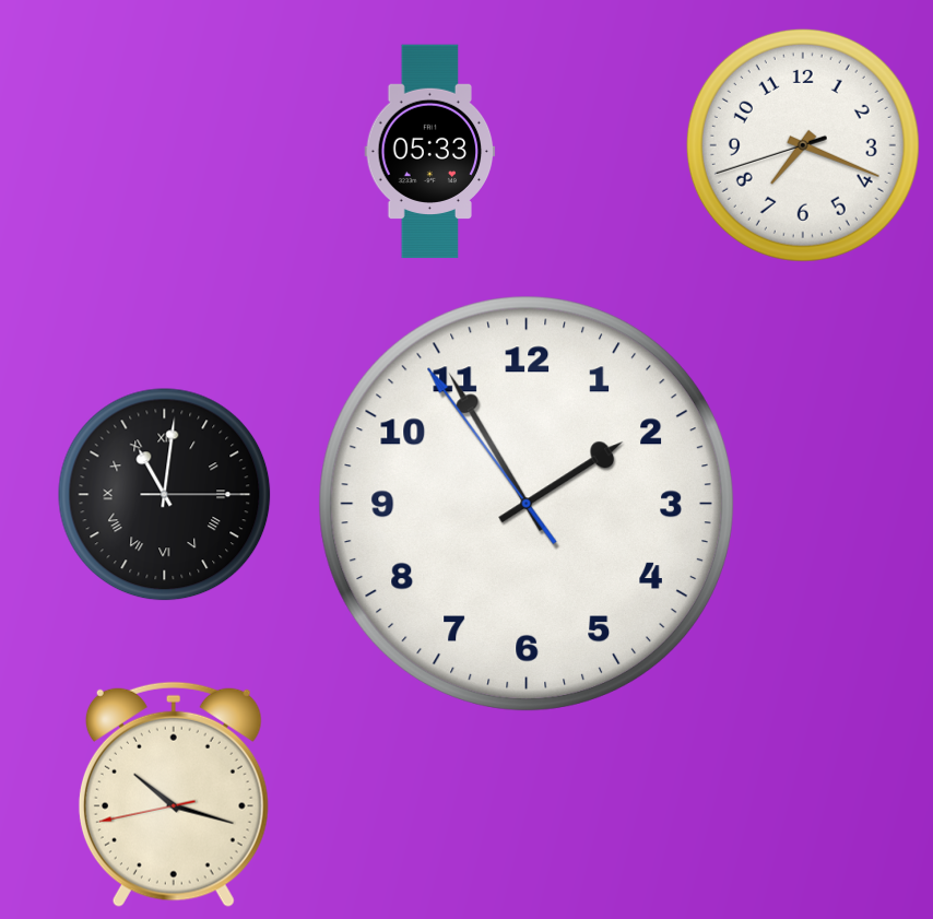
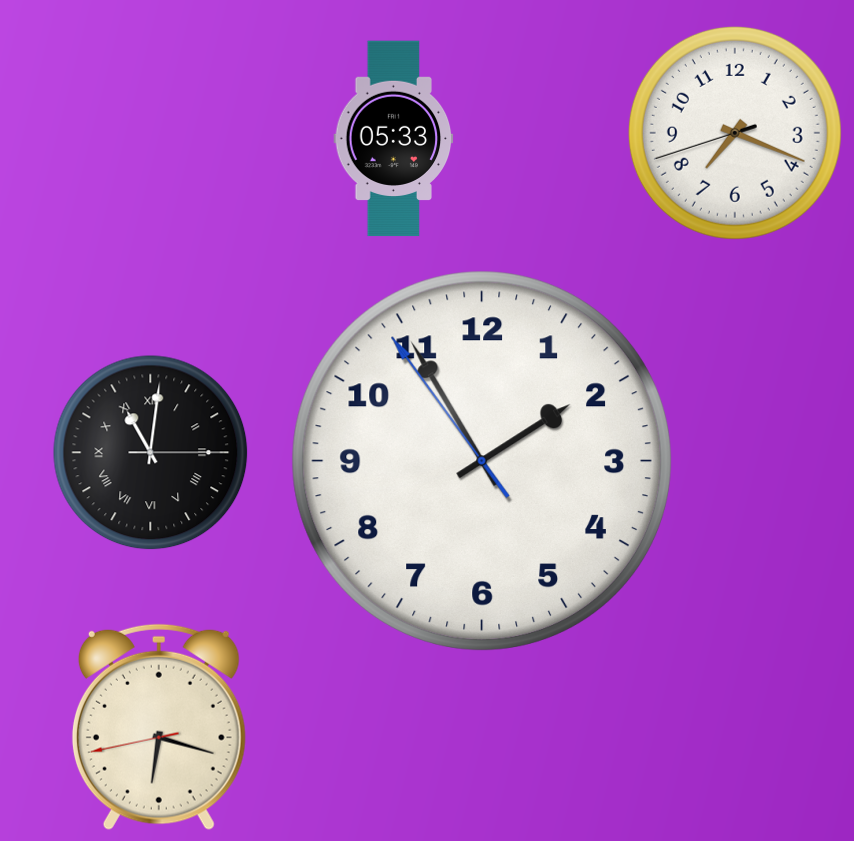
clock at (174, 794): 10:17 -> 6:17
